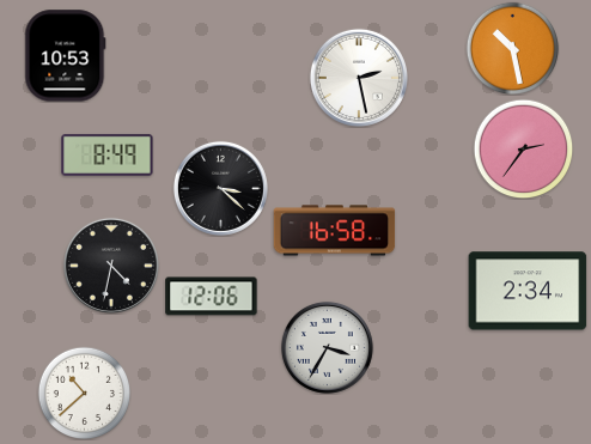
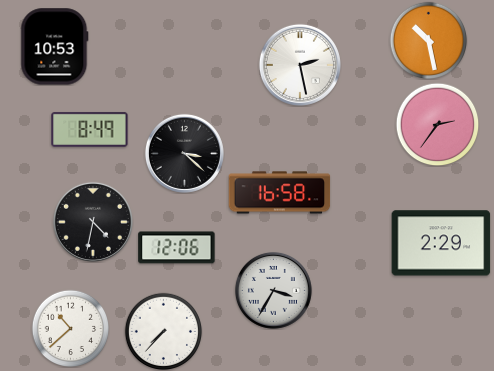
clock at (220, 188) position: (220, 188) -> (184, 153)
clock at (528, 291): 2:34 -> 2:29
clock at (163, 331): none -> 7:37
